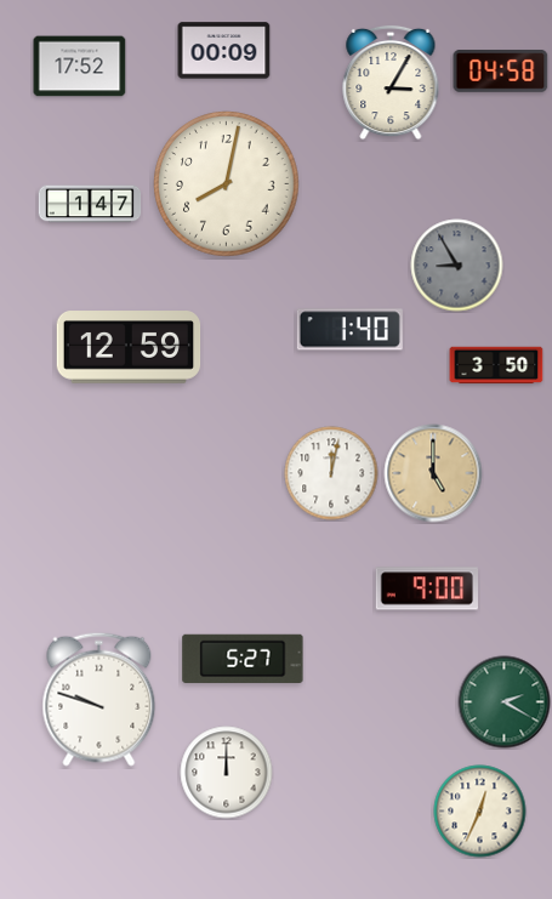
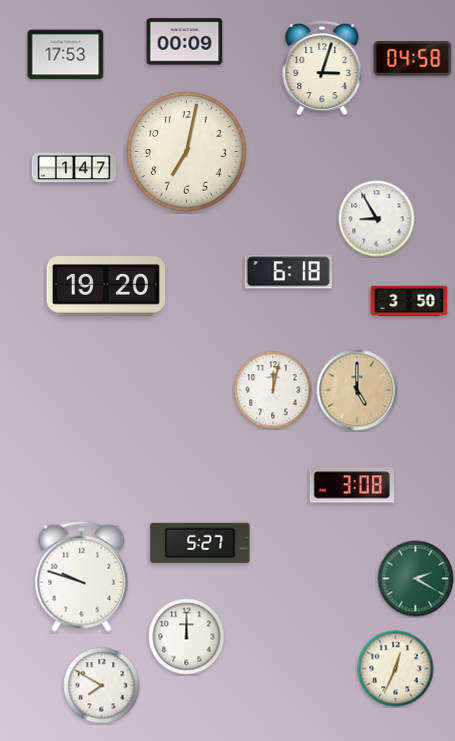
clock at (80, 67): 17:52 -> 17:53
clock at (391, 82): 3:05 -> 3:03
clock at (227, 184): 8:02 -> 7:02
clock at (457, 266) dial: grey -> white
clock at (349, 330): 1:40 -> 6:18
clock at (129, 347): 12:59 -> 19:20
clock at (426, 588): 9:00 -> 3:08
clock at (102, 686): none -> 7:50
